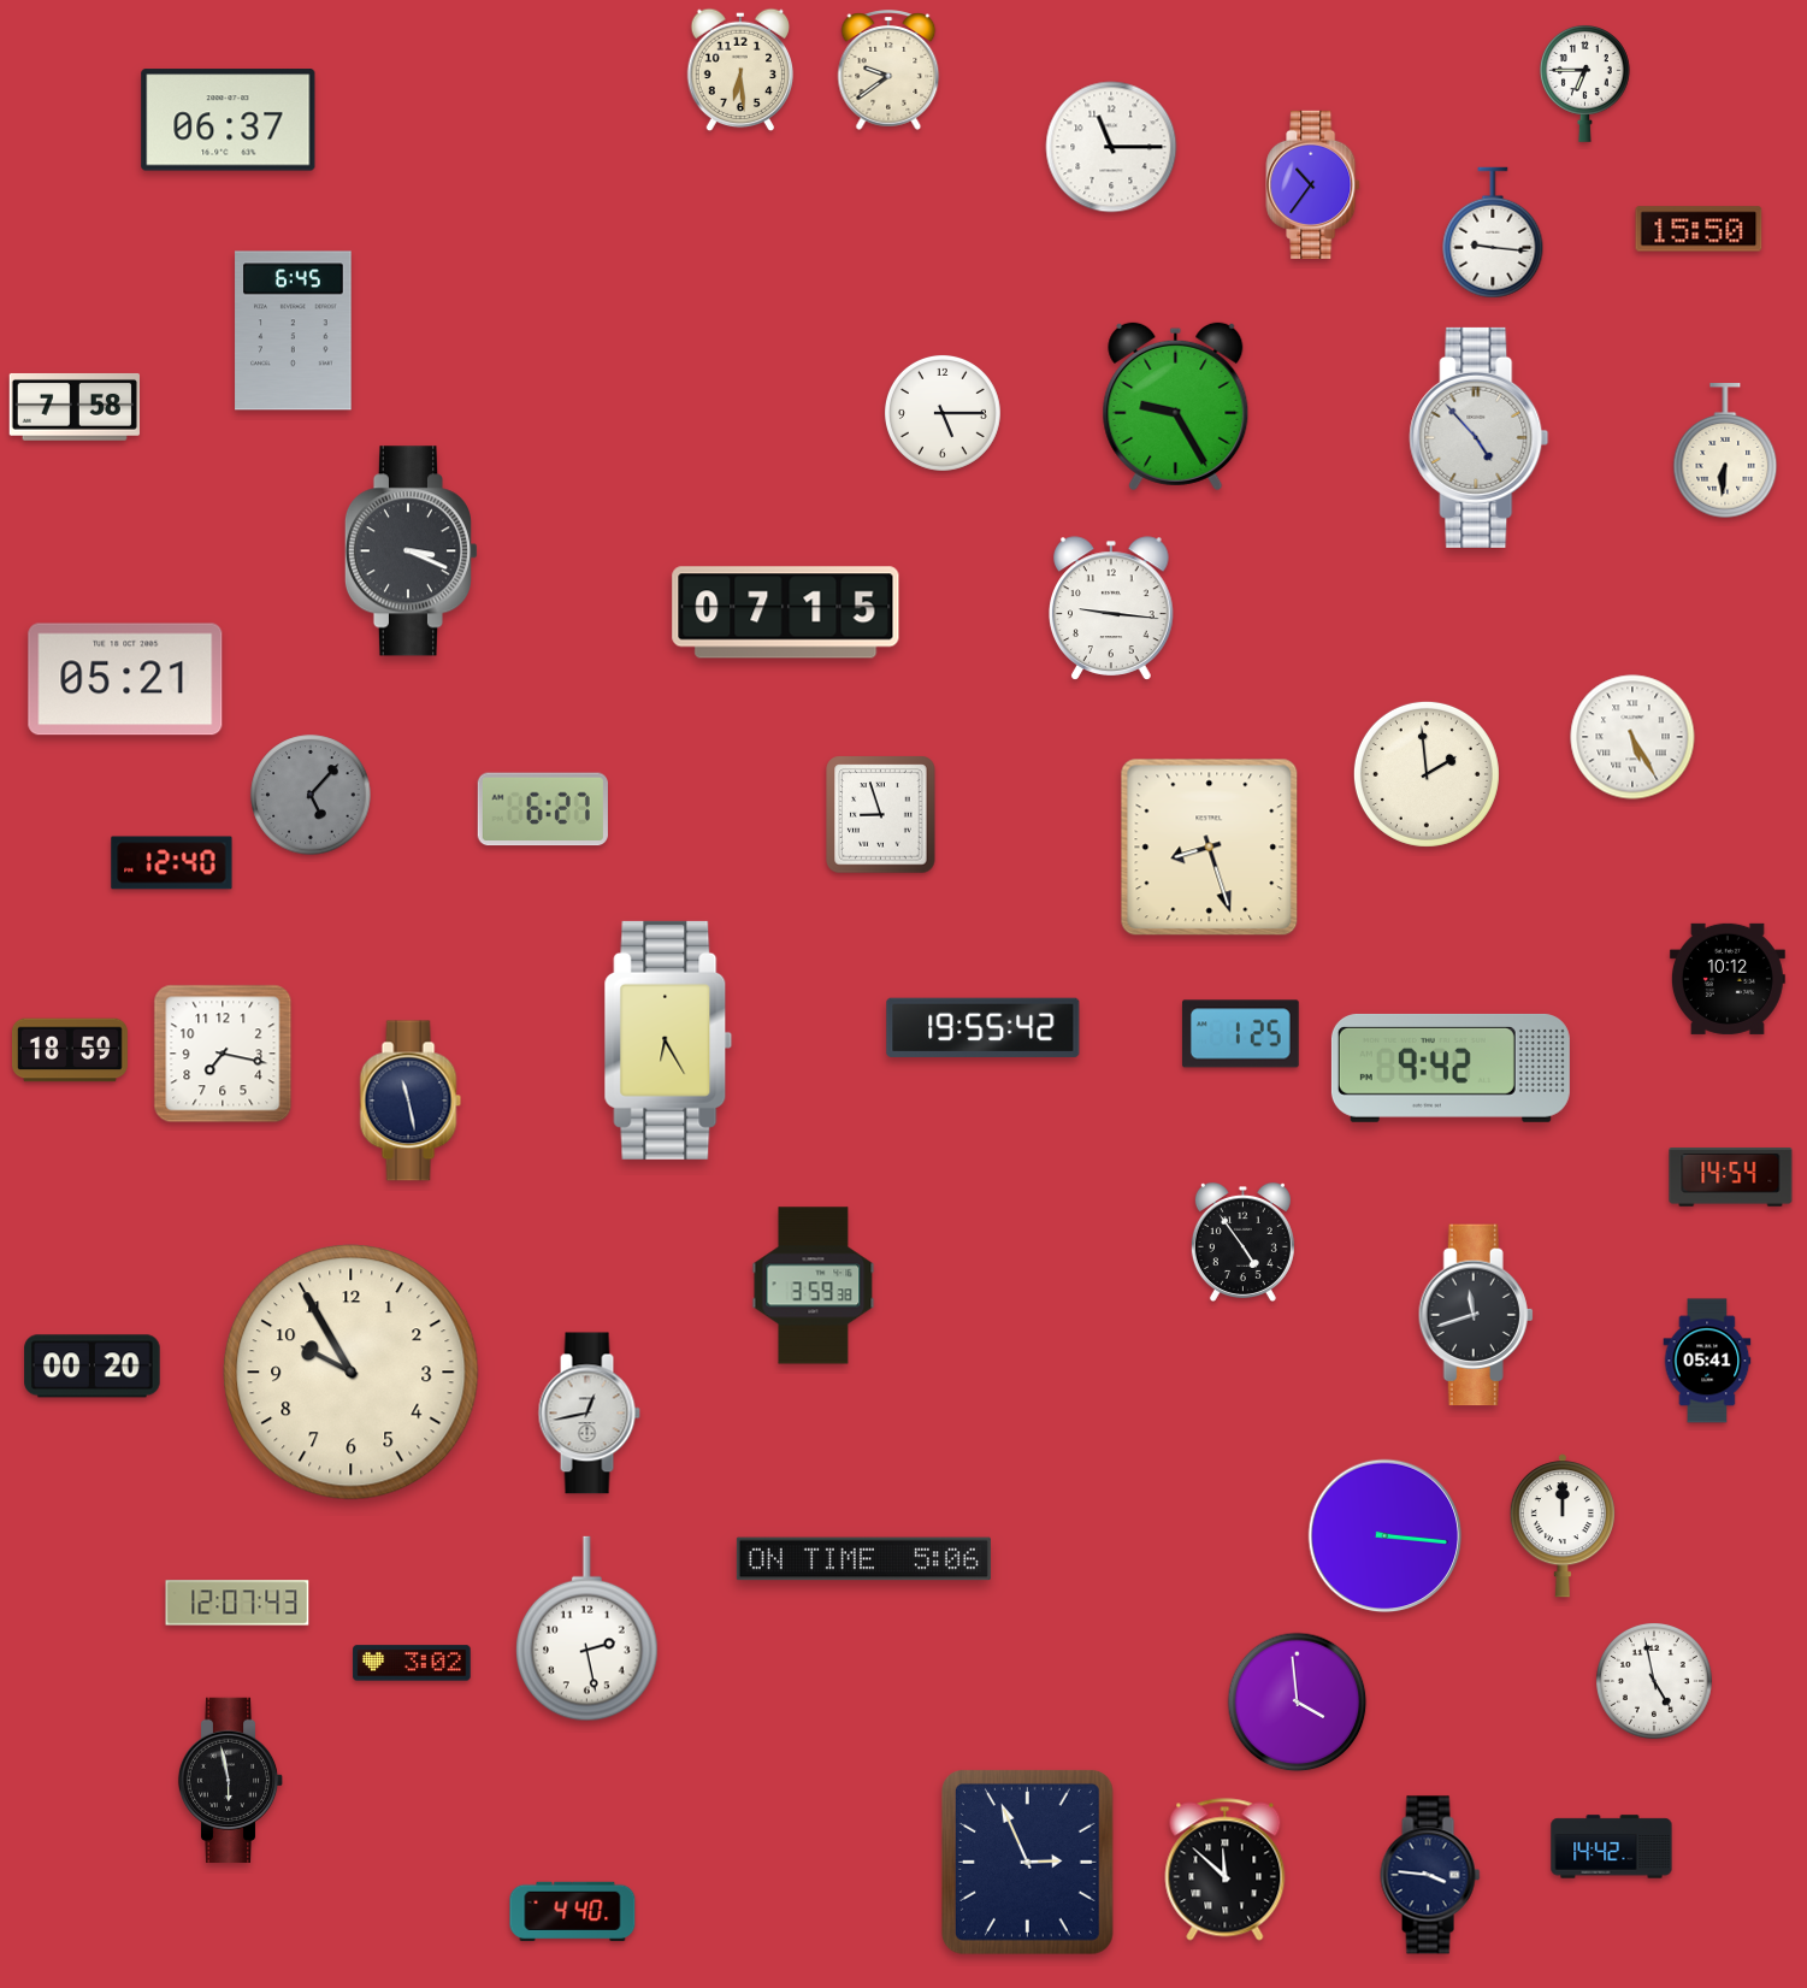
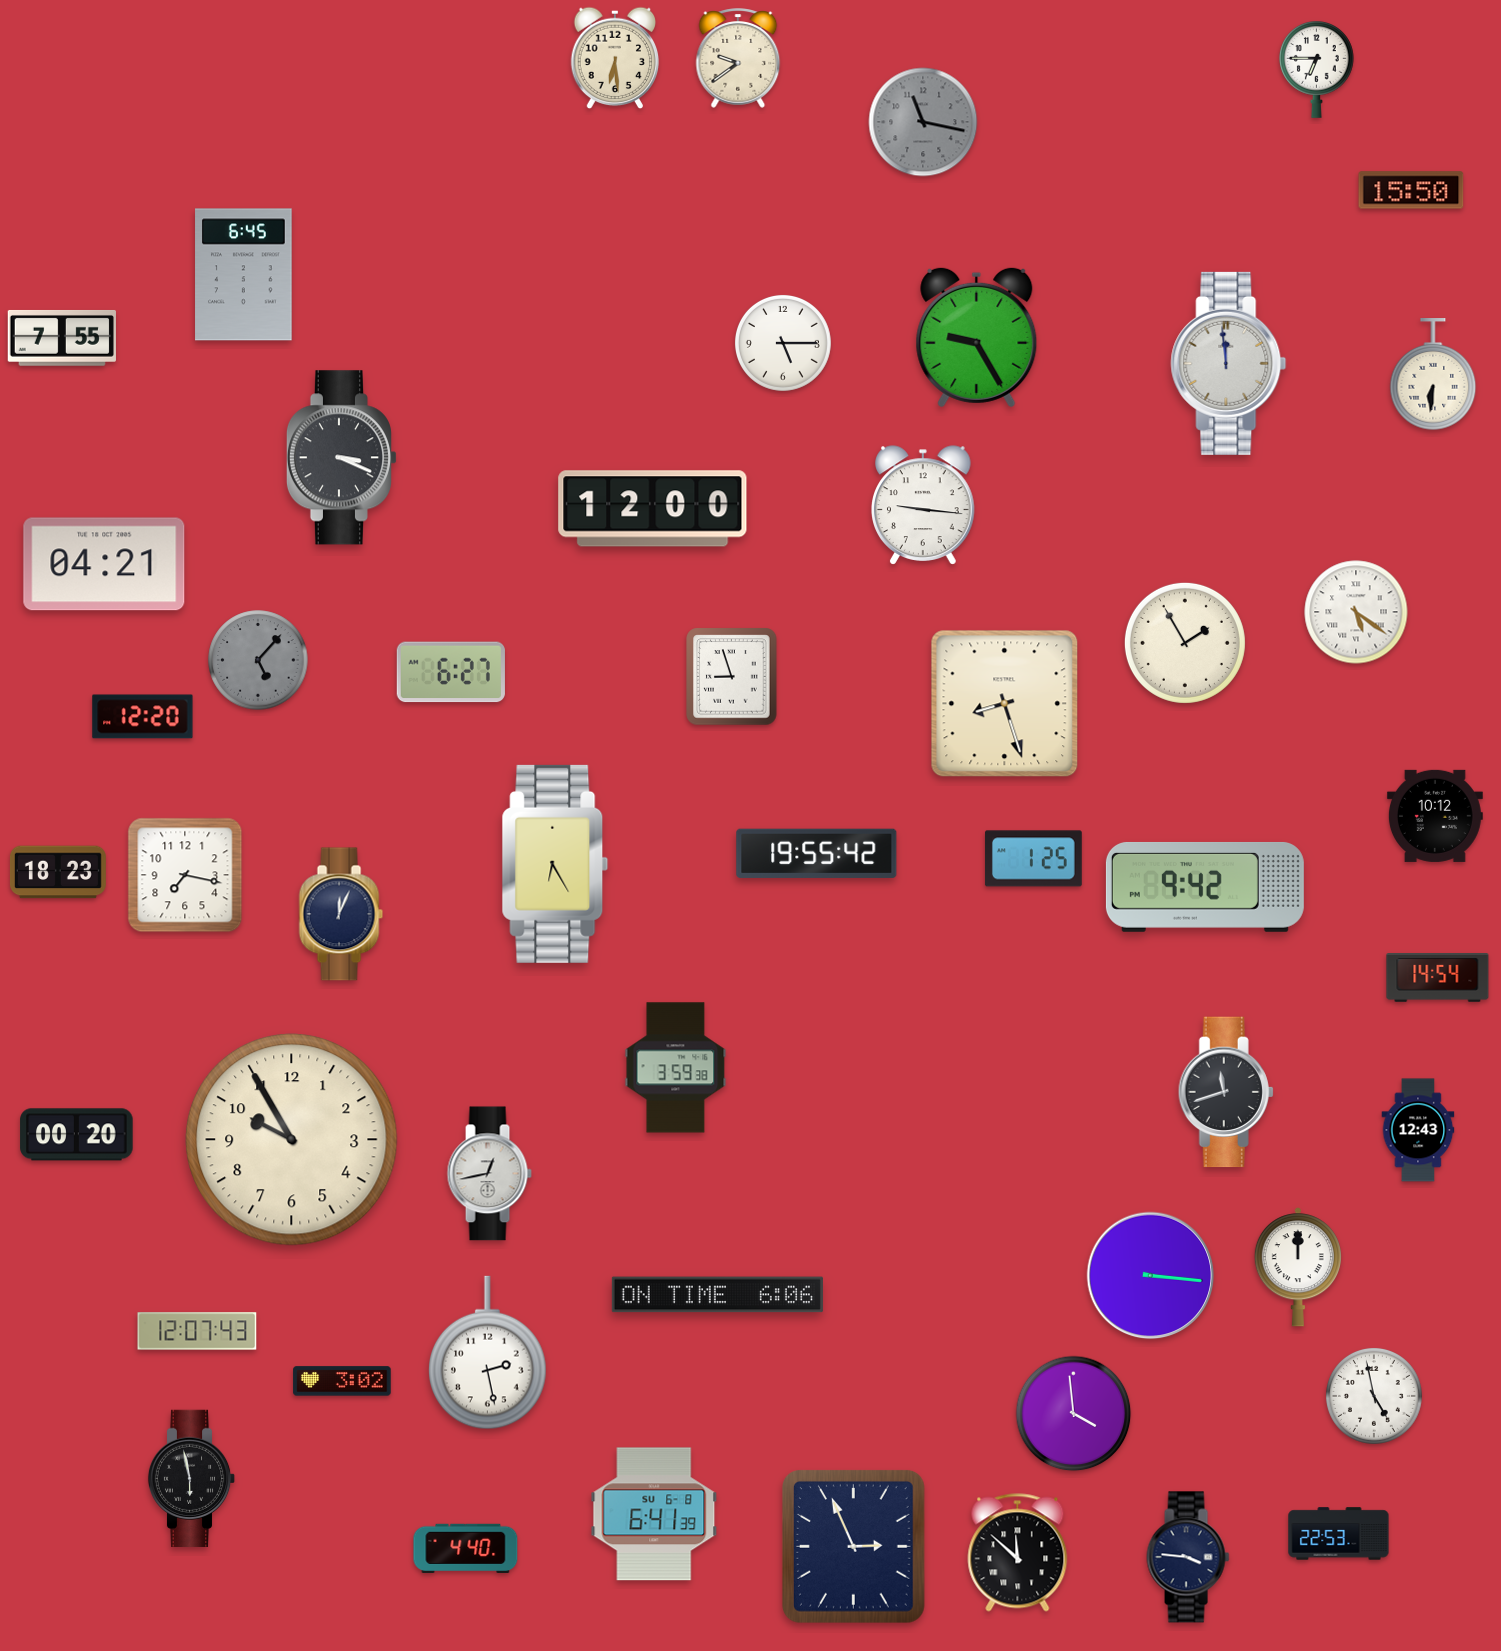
clock at (229, 120): 06:37 -> none
clock at (1111, 147): 11:15 -> 11:17
clock at (1111, 147) dial: white -> grey
clock at (1313, 184): 10:36 -> none
clock at (1493, 232): 9:16 -> none
clock at (75, 407): 7:58 -> 7:55
clock at (1480, 437): 4:53 -> 11:59
clock at (786, 613): 07:15 -> 12:00
clock at (125, 679): 05:21 -> 04:21
clock at (1632, 737): 5:25 -> 5:21
clock at (1427, 774): 1:59 -> 1:55
clock at (172, 863): 12:40 -> 12:20
clock at (1728, 979) position: (1728, 979) -> (1435, 816)
clock at (1240, 1034) position: (1240, 1034) -> (1033, 859)
clock at (70, 1050): 18:59 -> 18:23
clock at (411, 1101): 11:28 -> 12:04
clock at (1242, 1241): 4:54 -> none
clock at (1707, 1361): 05:41 -> 12:43
clock at (863, 1559): 5:06 -> 6:06
clock at (1298, 1703) position: (1298, 1703) -> (1074, 1414)
clock at (654, 1514): none -> 6:41
clock at (1612, 1847): 14:42 -> 22:53
clock at (573, 1911) position: (573, 1911) -> (466, 1548)
